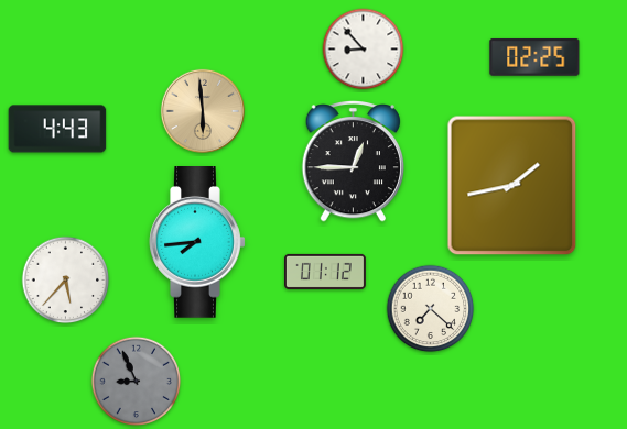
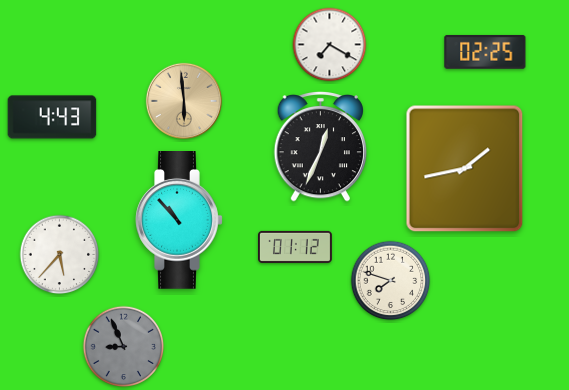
clock at (364, 50): 8:53 -> 7:20
clock at (353, 162): 12:45 -> 12:34
clock at (197, 243): 7:44 -> 10:53
clock at (431, 309): 7:22 -> 7:48
